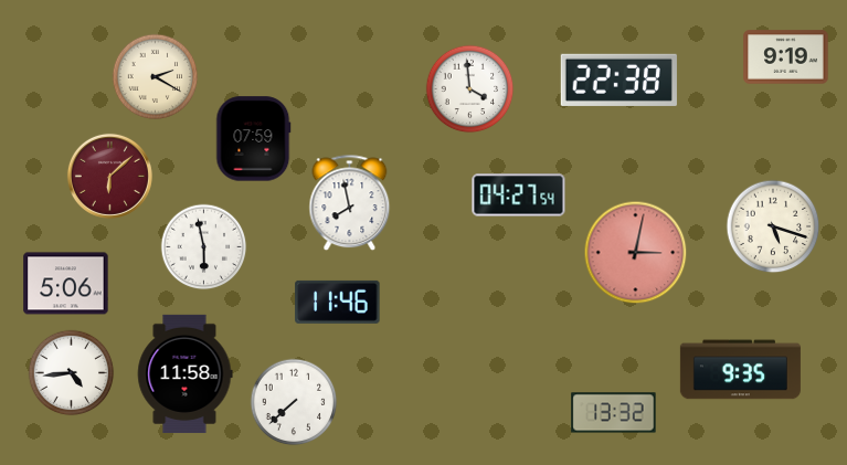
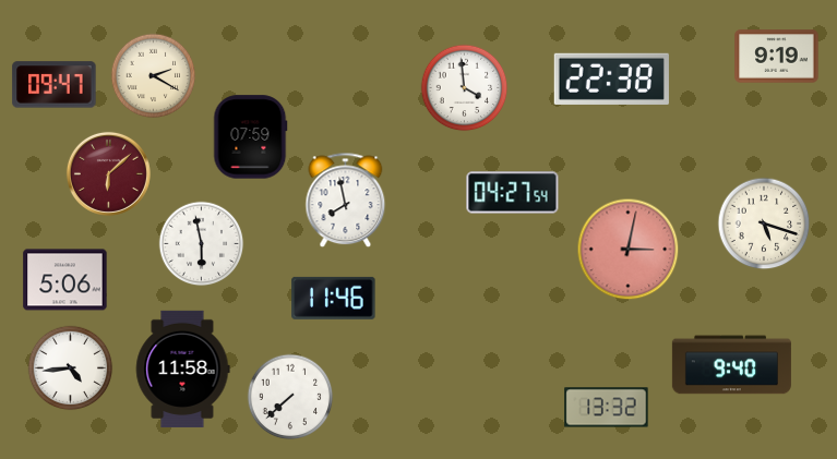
clock at (55, 85): none -> 09:47
clock at (740, 370): 9:35 -> 9:40
